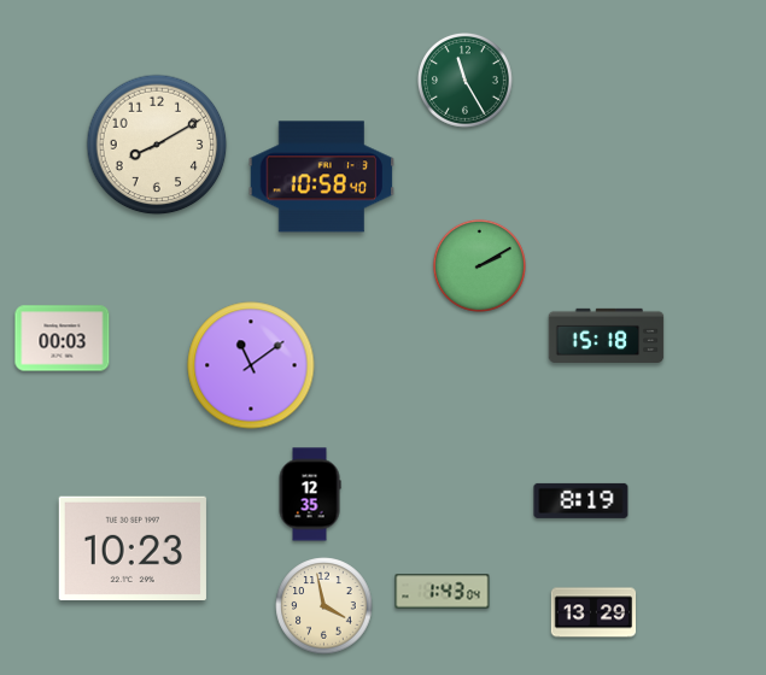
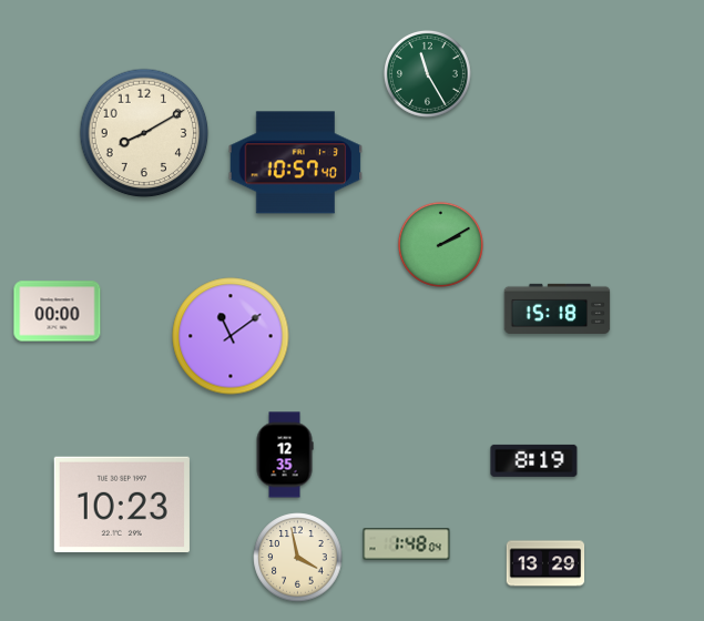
clock at (322, 177): 10:58 -> 10:57
clock at (63, 339): 00:03 -> 00:00
clock at (443, 592): 1:43 -> 1:48
